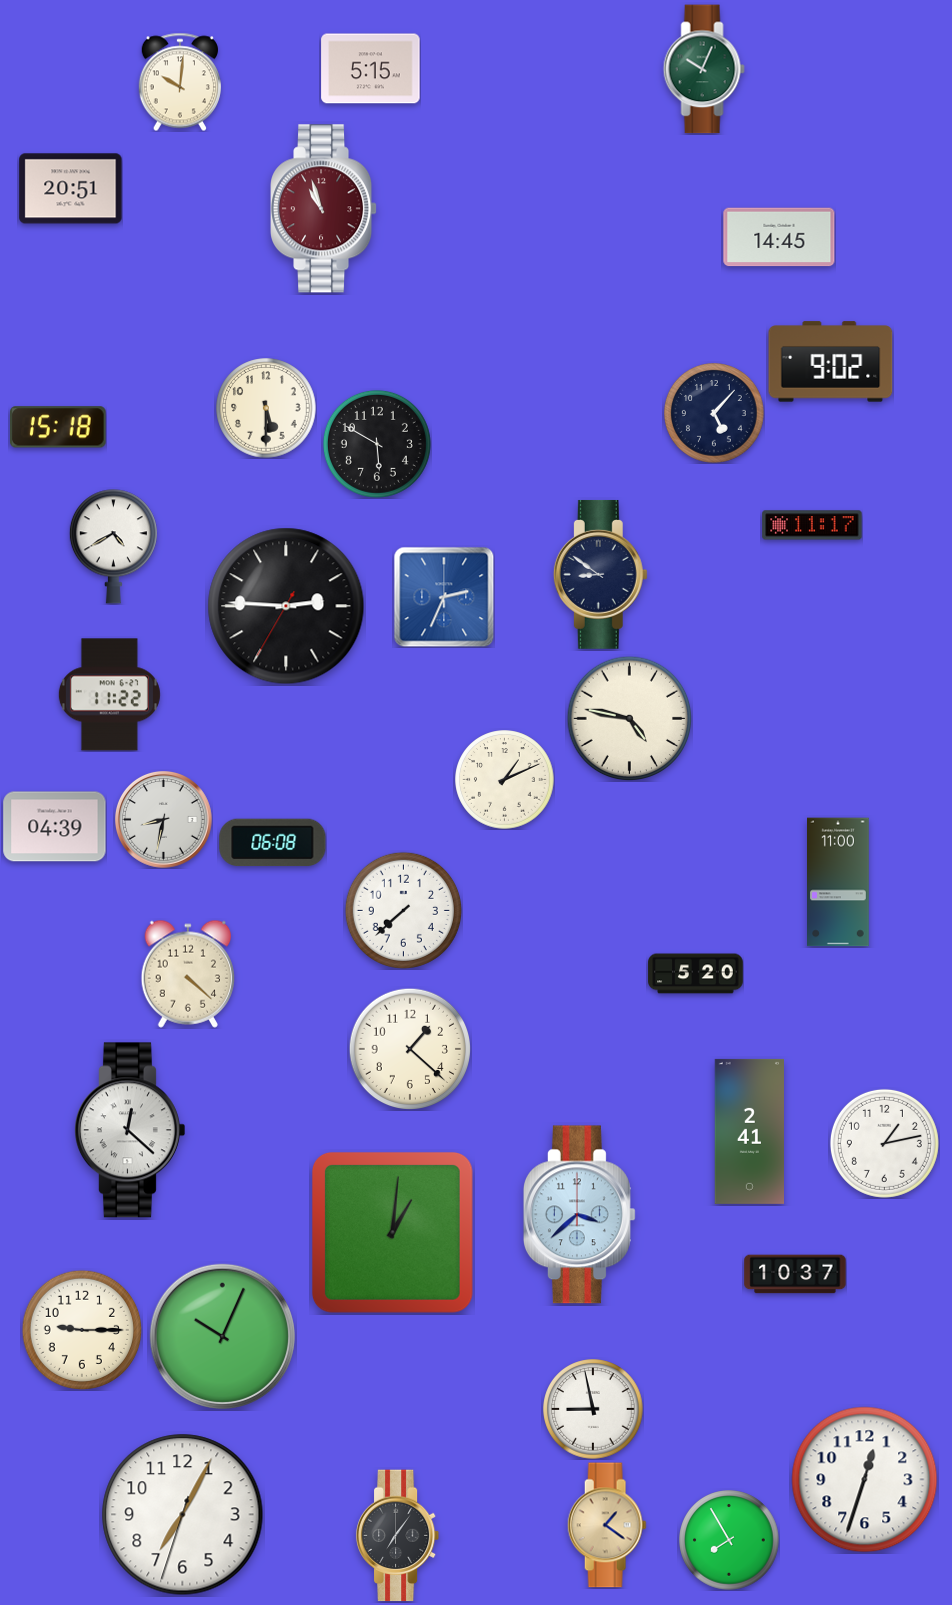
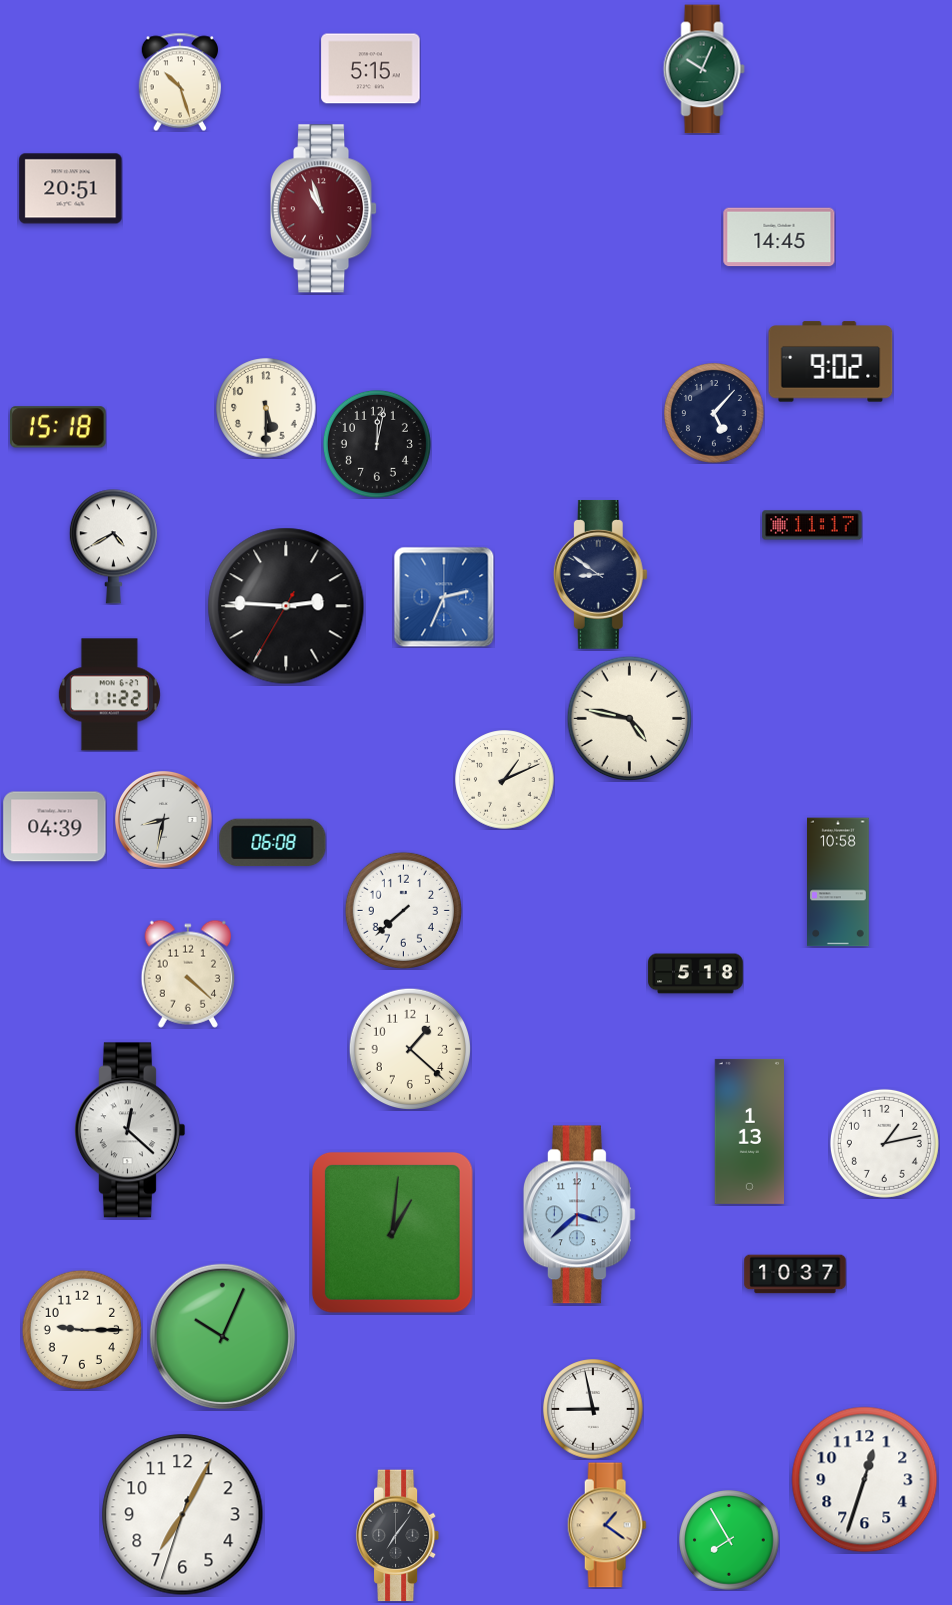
clock at (180, 82): 10:01 -> 10:27
clock at (377, 444): 5:50 -> 12:02
clock at (839, 882): 11:00 -> 10:58
clock at (696, 974): 5:20 -> 5:18
clock at (749, 1131): 2:41 -> 1:13
